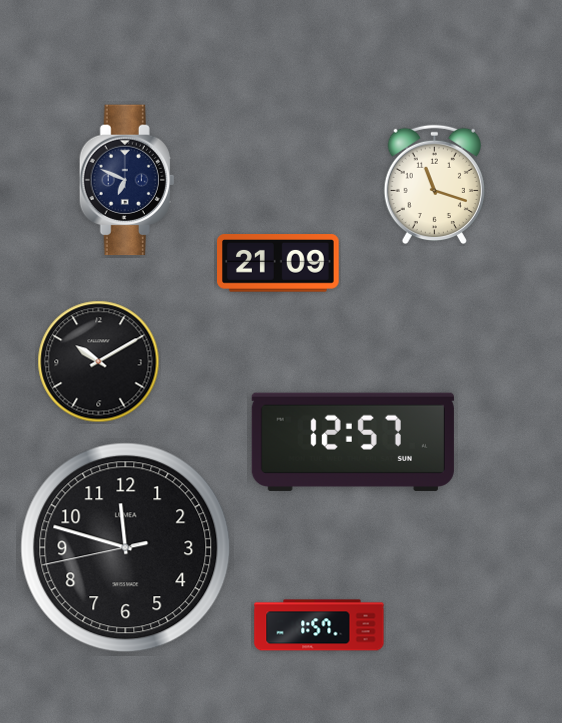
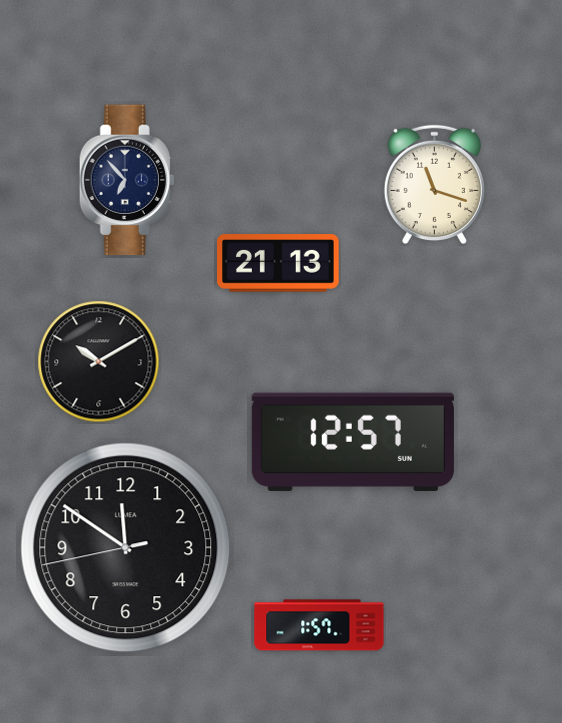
clock at (127, 180): 6:49 -> 6:53
clock at (279, 264): 21:09 -> 21:13
clock at (126, 548): 11:47 -> 11:50
